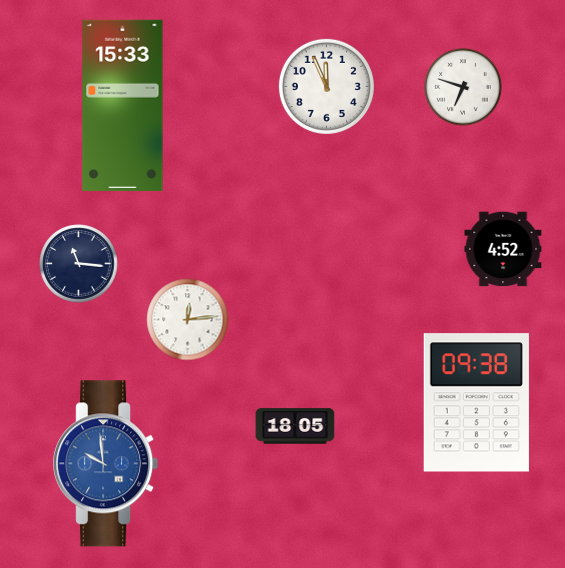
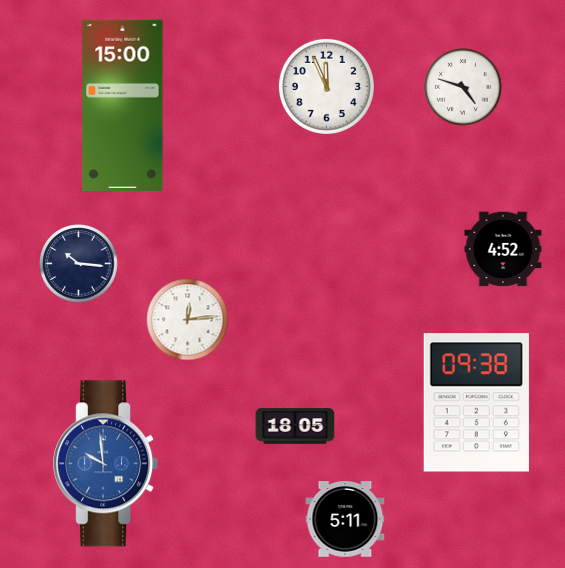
clock at (463, 87): 6:48 -> 4:48
clock at (123, 105): 15:33 -> 15:00
clock at (79, 264): 11:16 -> 10:16
clock at (345, 519): none -> 5:11
